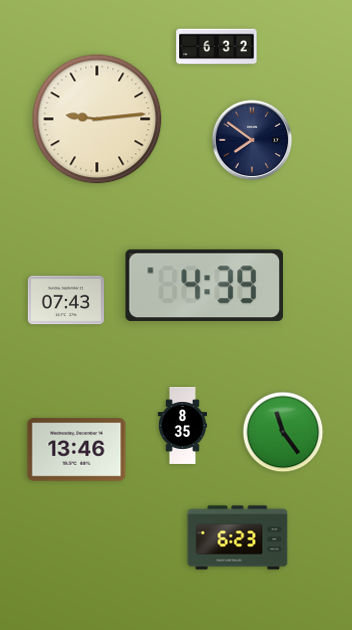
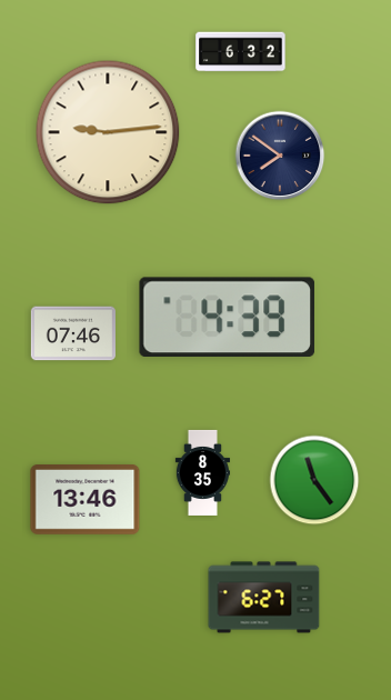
clock at (66, 300): 07:43 -> 07:46
clock at (238, 538): 6:23 -> 6:27
